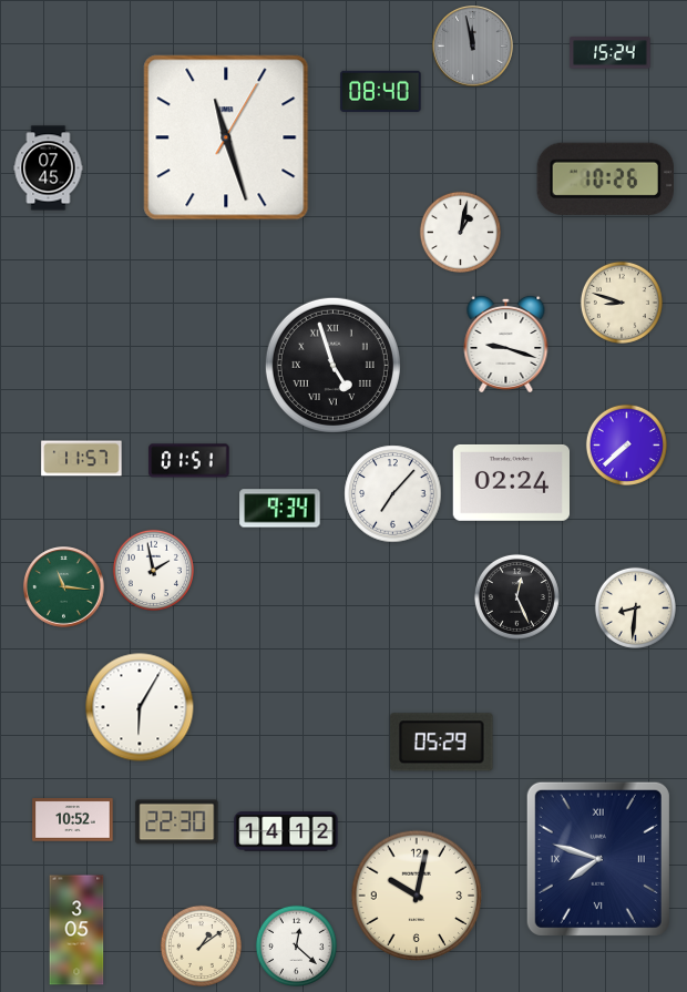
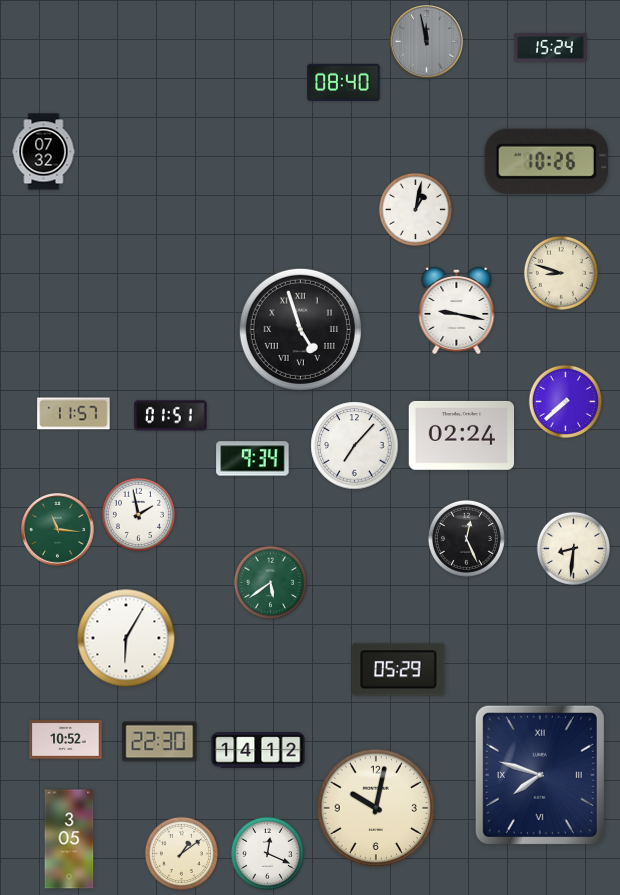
clock at (226, 137): 11:27 -> none
clock at (49, 168): 07:45 -> 07:32
clock at (506, 344): 9:18 -> 9:17
clock at (270, 582): none -> 5:39
clock at (296, 945): 12:22 -> 12:19
